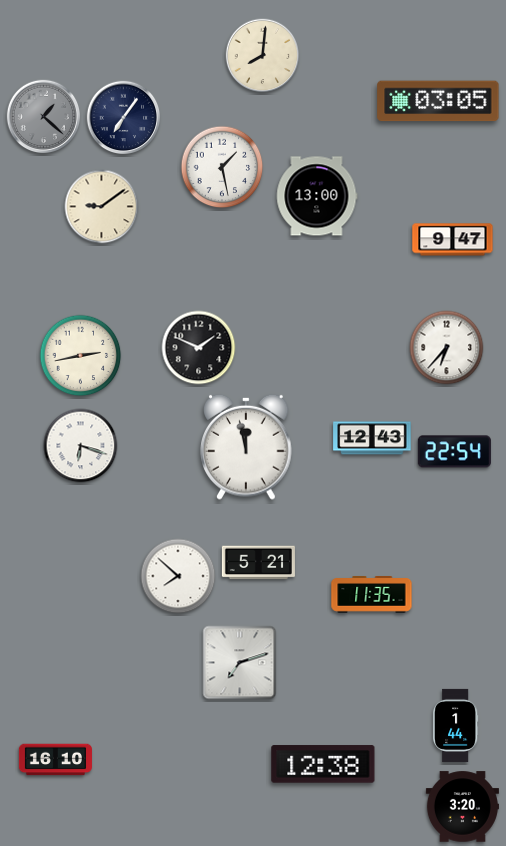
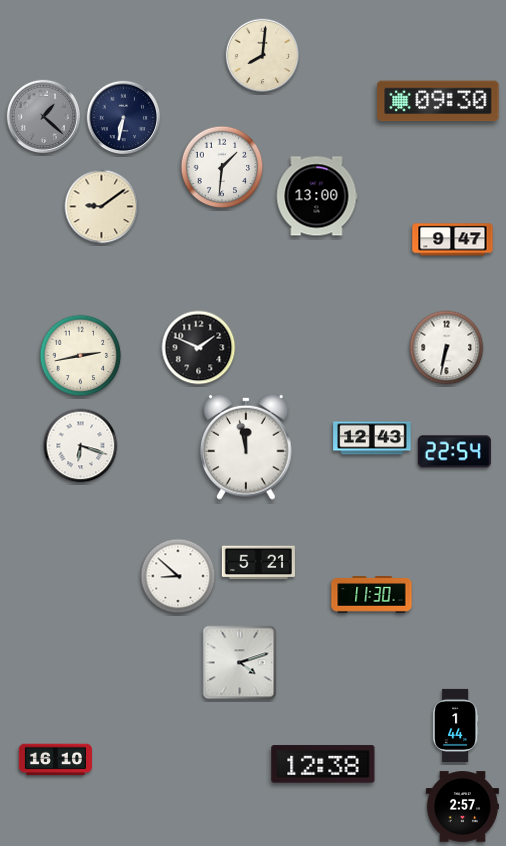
clock at (438, 101): 03:05 -> 09:30
clock at (124, 118): 7:06 -> 6:32
clock at (222, 167): 1:28 -> 1:31
clock at (447, 348): 6:37 -> 6:32
clock at (178, 576): 7:52 -> 8:52
clock at (372, 595): 11:35 -> 11:30
clock at (240, 663): 7:12 -> 4:12
clock at (462, 807): 3:20 -> 2:57
